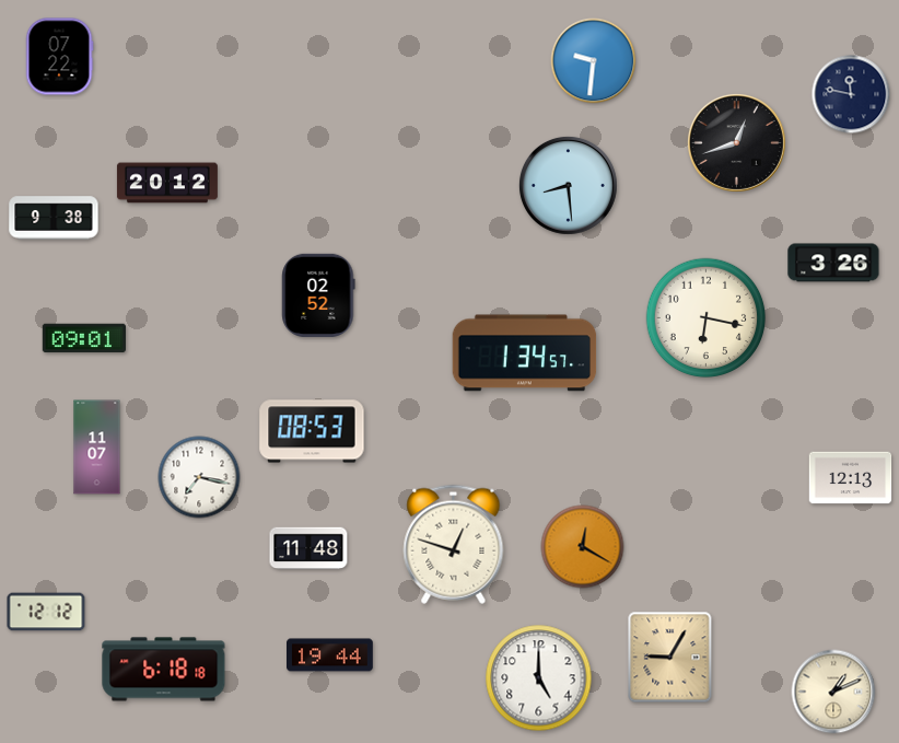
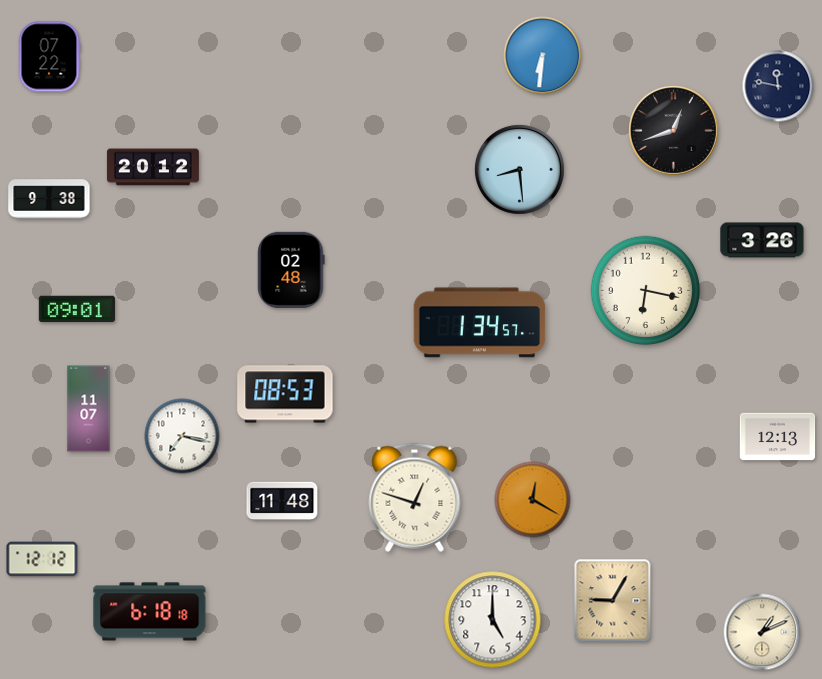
clock at (59, 57) position: (59, 57) -> (49, 57)
clock at (594, 61): 9:31 -> 6:31
clock at (318, 295): 02:52 -> 02:48
clock at (330, 655): 19:44 -> none
